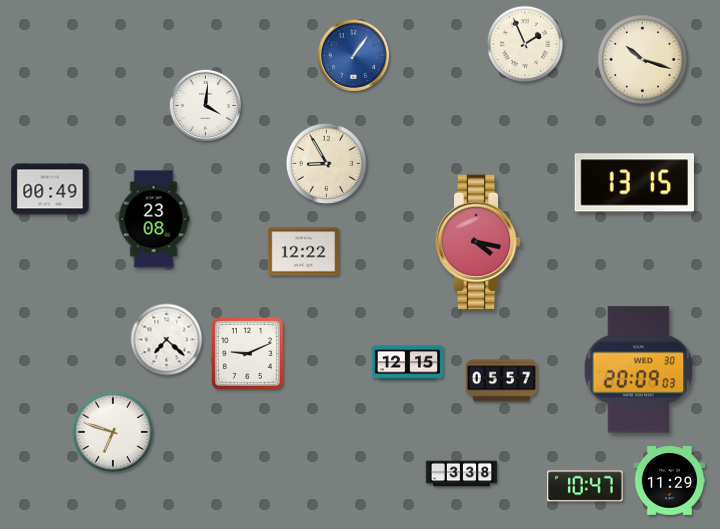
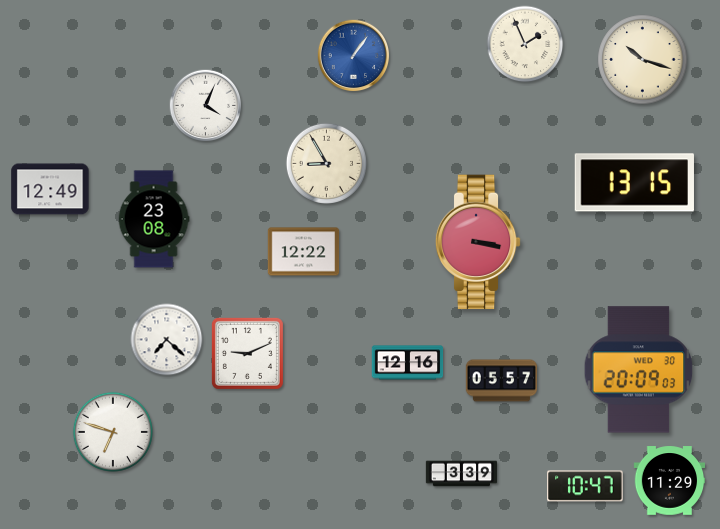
clock at (206, 106): 4:01 -> 4:04
clock at (50, 189): 00:49 -> 12:49
clock at (478, 242): 4:17 -> 3:17
clock at (408, 363): 12:15 -> 12:16
clock at (462, 474): 3:38 -> 3:39
